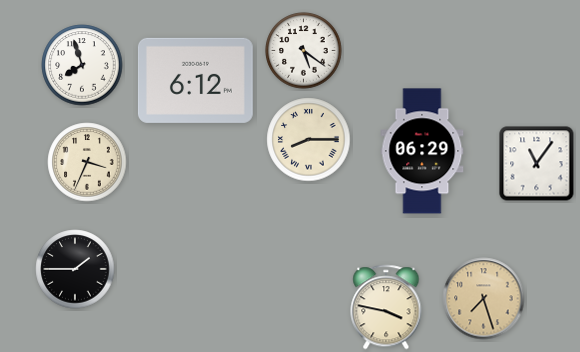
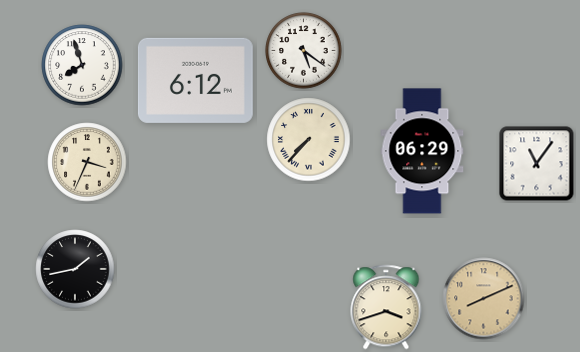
clock at (309, 140): 8:15 -> 7:37
clock at (75, 269): 1:45 -> 1:43
clock at (484, 299): 7:27 -> 8:11
clock at (386, 307): 3:47 -> 3:42
